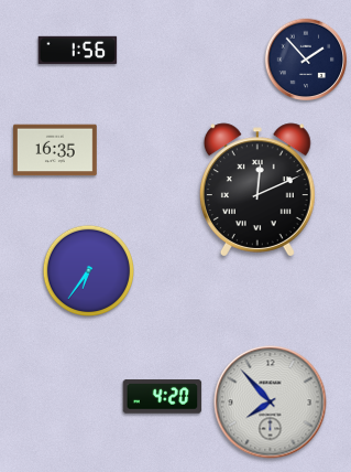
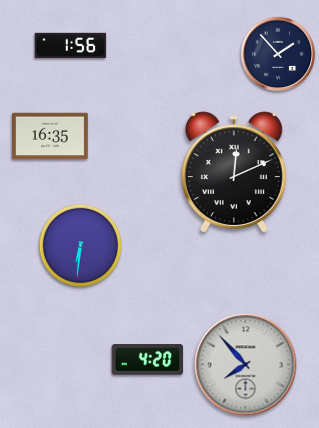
clock at (88, 270): 6:36 -> 6:31
